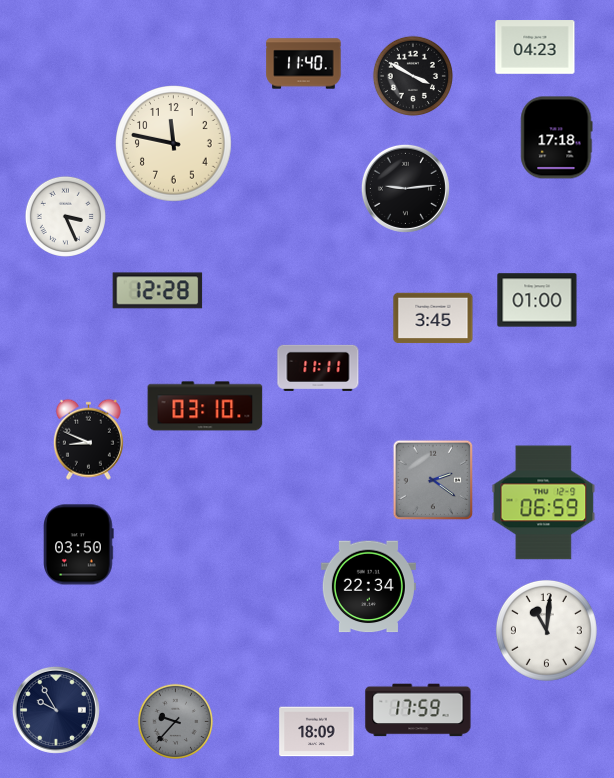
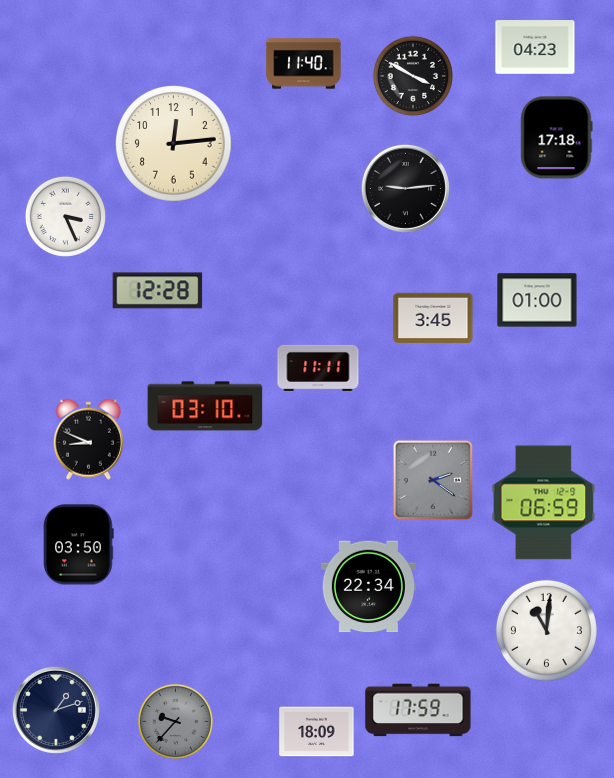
clock at (174, 144): 11:47 -> 12:14
clock at (56, 710): 9:55 -> 1:12
